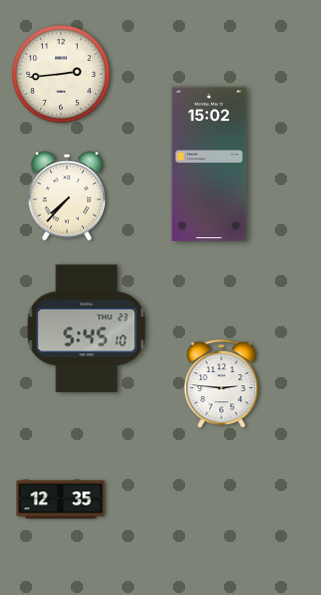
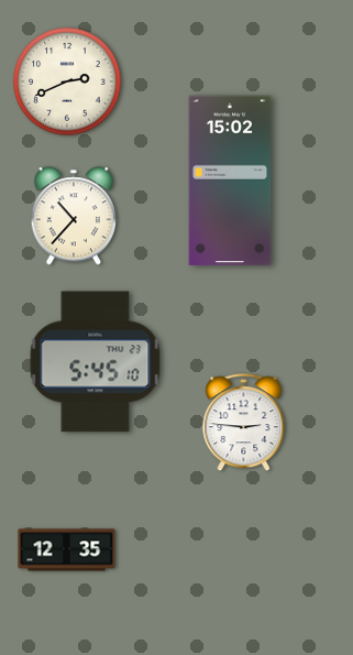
clock at (61, 74): 2:44 -> 2:41
clock at (66, 196): 7:37 -> 10:37
